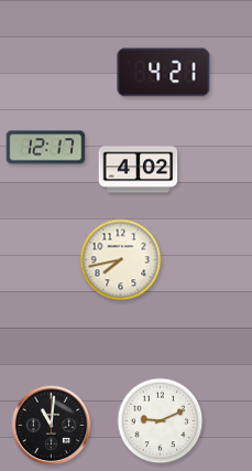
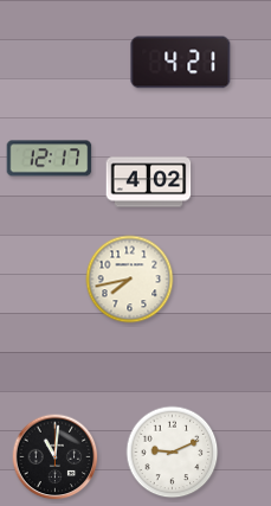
clock at (164, 73) position: (164, 73) -> (181, 63)
